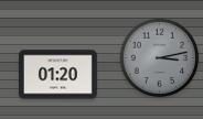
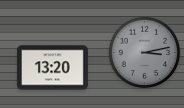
clock at (57, 75): 01:20 -> 13:20
